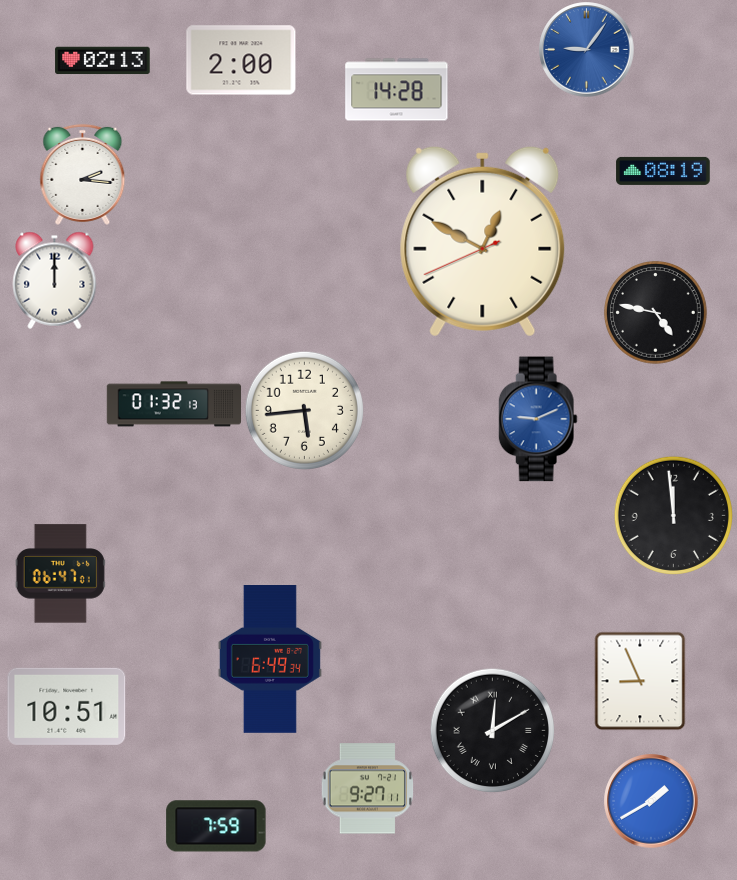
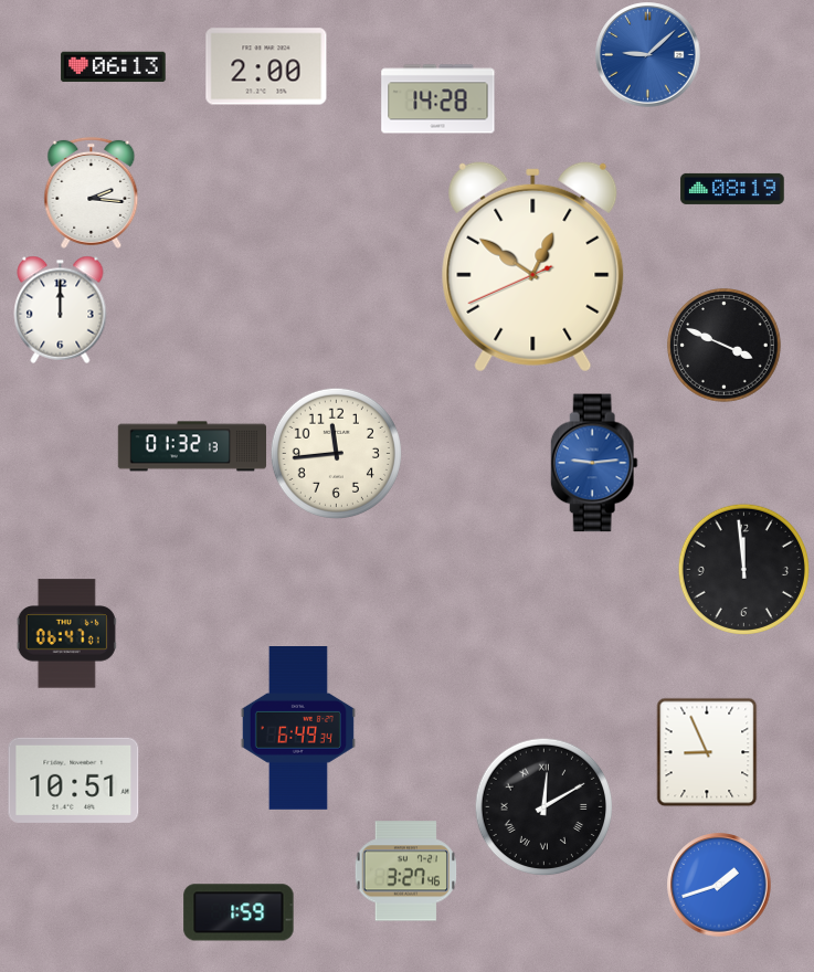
clock at (587, 50): 9:06 -> 9:08
clock at (103, 61): 02:13 -> 06:13
clock at (483, 241): 12:49 -> 12:50
clock at (656, 313): 4:47 -> 3:49
clock at (304, 410): 5:44 -> 11:44
clock at (538, 419): 9:11 -> 9:14
clock at (367, 789): 9:27 -> 3:27
clock at (651, 801): 1:40 -> 1:42
clock at (216, 826): 7:59 -> 1:59
